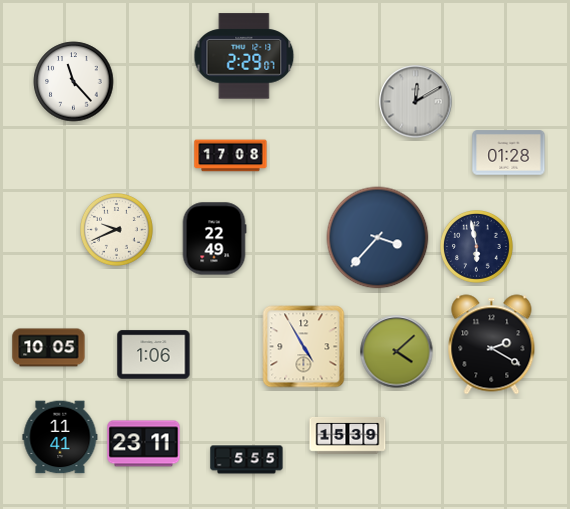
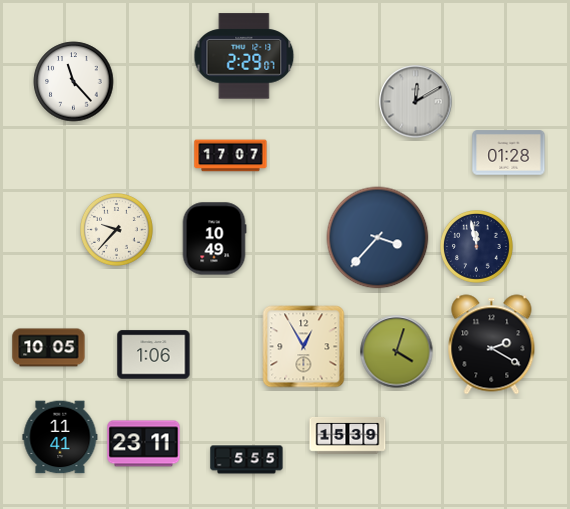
clock at (231, 156): 17:08 -> 17:07
clock at (117, 230): 9:41 -> 9:37
clock at (214, 239): 22:49 -> 10:49
clock at (477, 247): 5:58 -> 11:58
clock at (304, 347): 4:55 -> 12:55
clock at (397, 352): 4:08 -> 4:03
